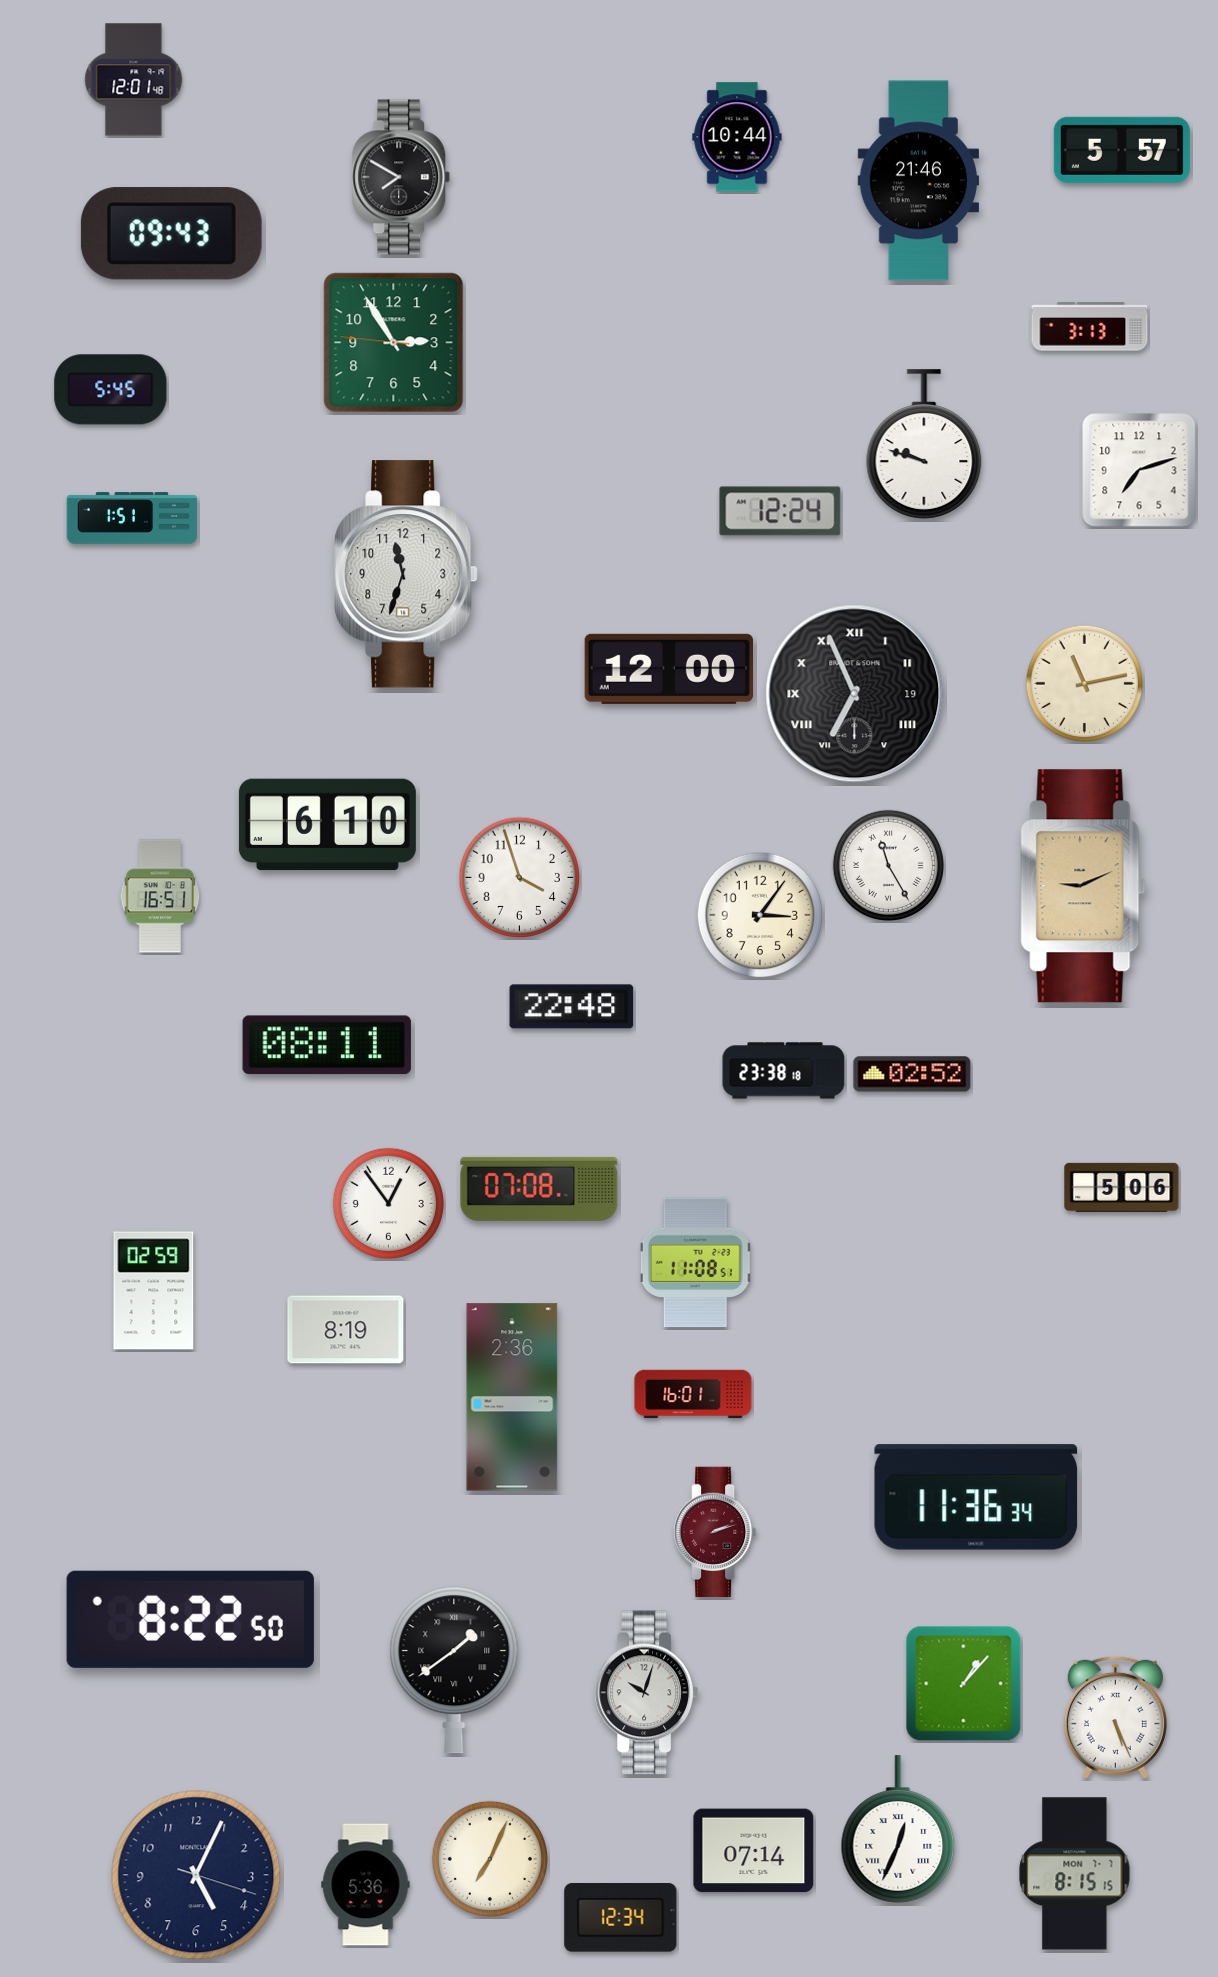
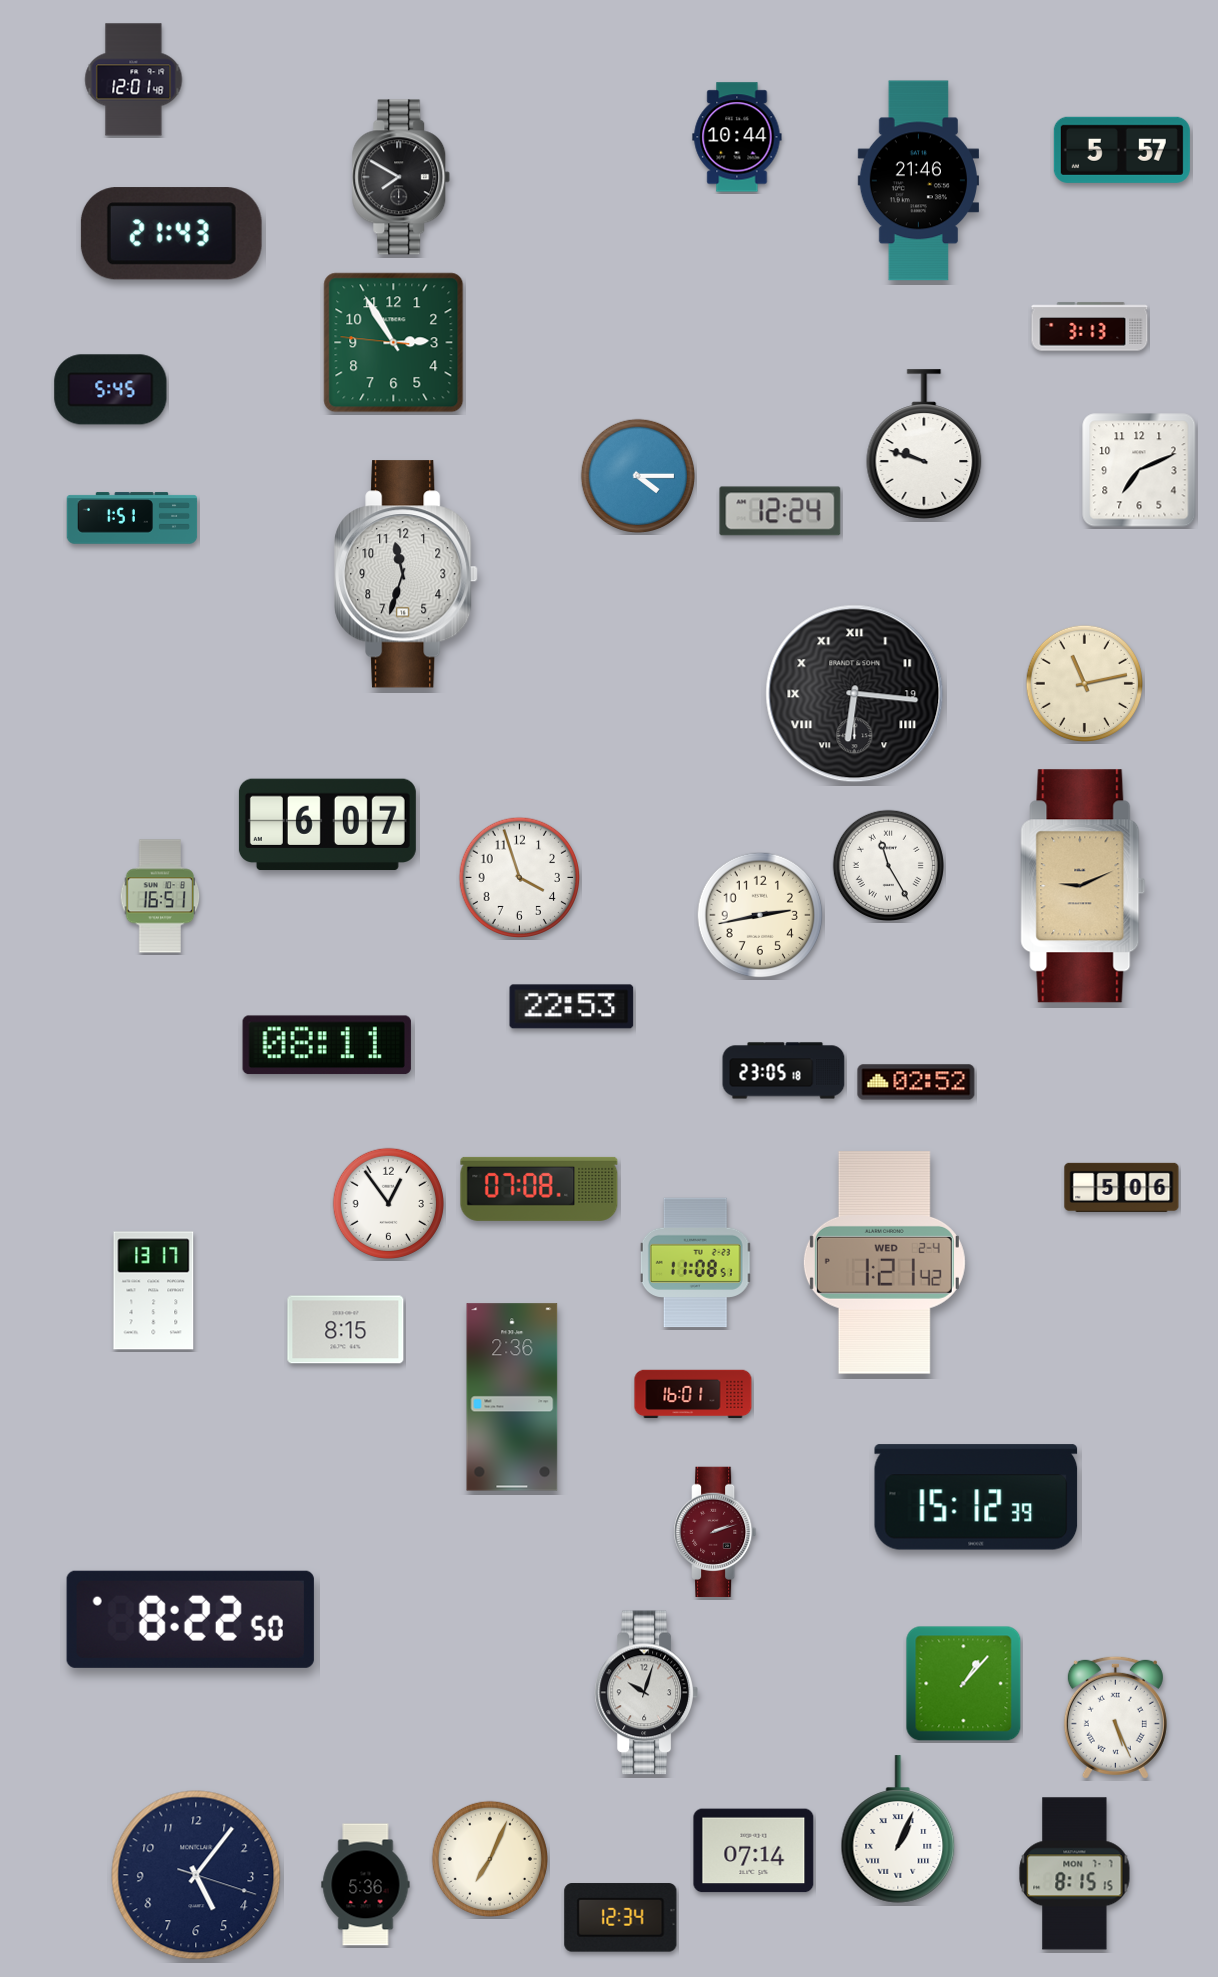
clock at (171, 234): 09:43 -> 21:43
clock at (1139, 470): 7:12 -> 7:11
clock at (637, 475): none -> 4:15
clock at (668, 669): 12:00 -> none
clock at (855, 694): 6:56 -> 6:16
clock at (327, 825): 6:10 -> 6:07
clock at (760, 915): 3:06 -> 2:43
clock at (572, 1007): 22:48 -> 22:53
clock at (784, 1071): 23:38 -> 23:05
clock at (912, 1074) position: (912, 1074) -> (916, 1082)
clock at (884, 1263): none -> 1:21
clock at (154, 1291): 02:59 -> 13:17
clock at (346, 1330): 8:19 -> 8:15
clock at (976, 1497): 11:36 -> 15:12
clock at (454, 1670): 1:39 -> none
clock at (898, 1829): 12:34 -> 1:04
clock at (196, 1875): 5:04 -> 5:06
